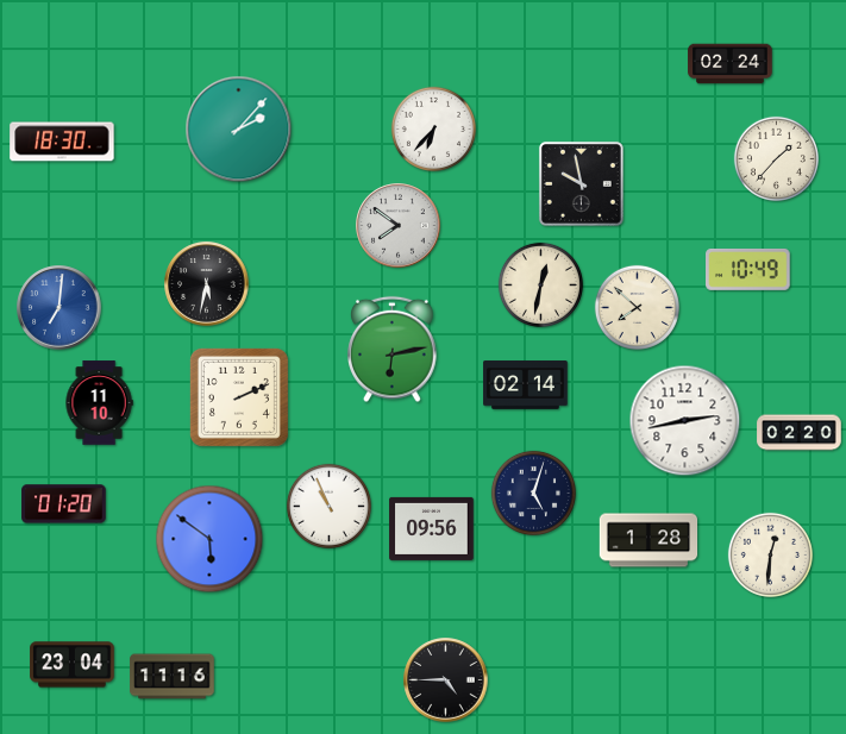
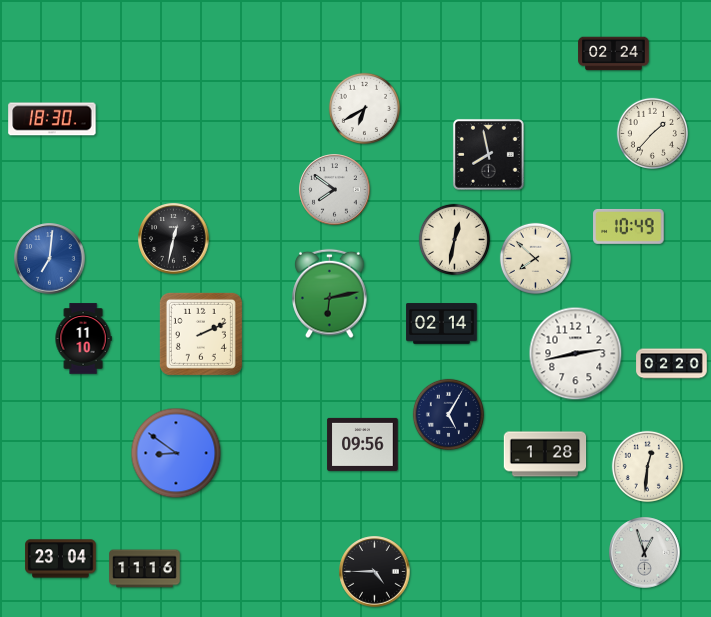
clock at (433, 128): 6:37 -> 6:40
clock at (239, 130): 2:07 -> none
clock at (581, 183): 9:58 -> 7:58
clock at (207, 284): 5:32 -> 12:32
clock at (533, 493): 5:03 -> 5:05
clock at (64, 504): 01:20 -> none
clock at (328, 506): 10:56 -> none
clock at (209, 539): 5:51 -> 8:51
clock at (645, 553): none -> 12:57
